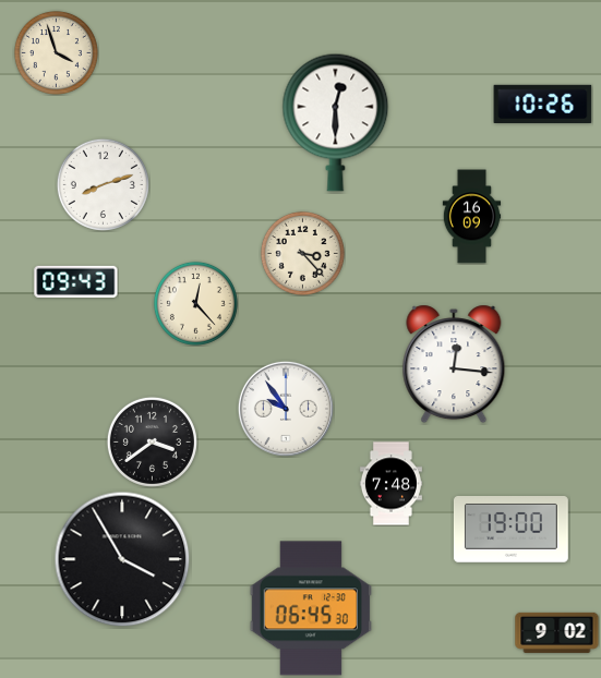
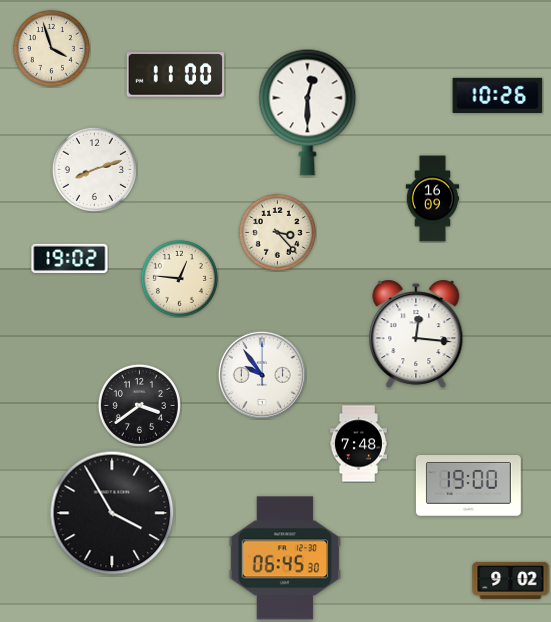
clock at (175, 75): none -> 11:00
clock at (76, 281): 09:43 -> 19:02
clock at (195, 303): 12:23 -> 12:46
